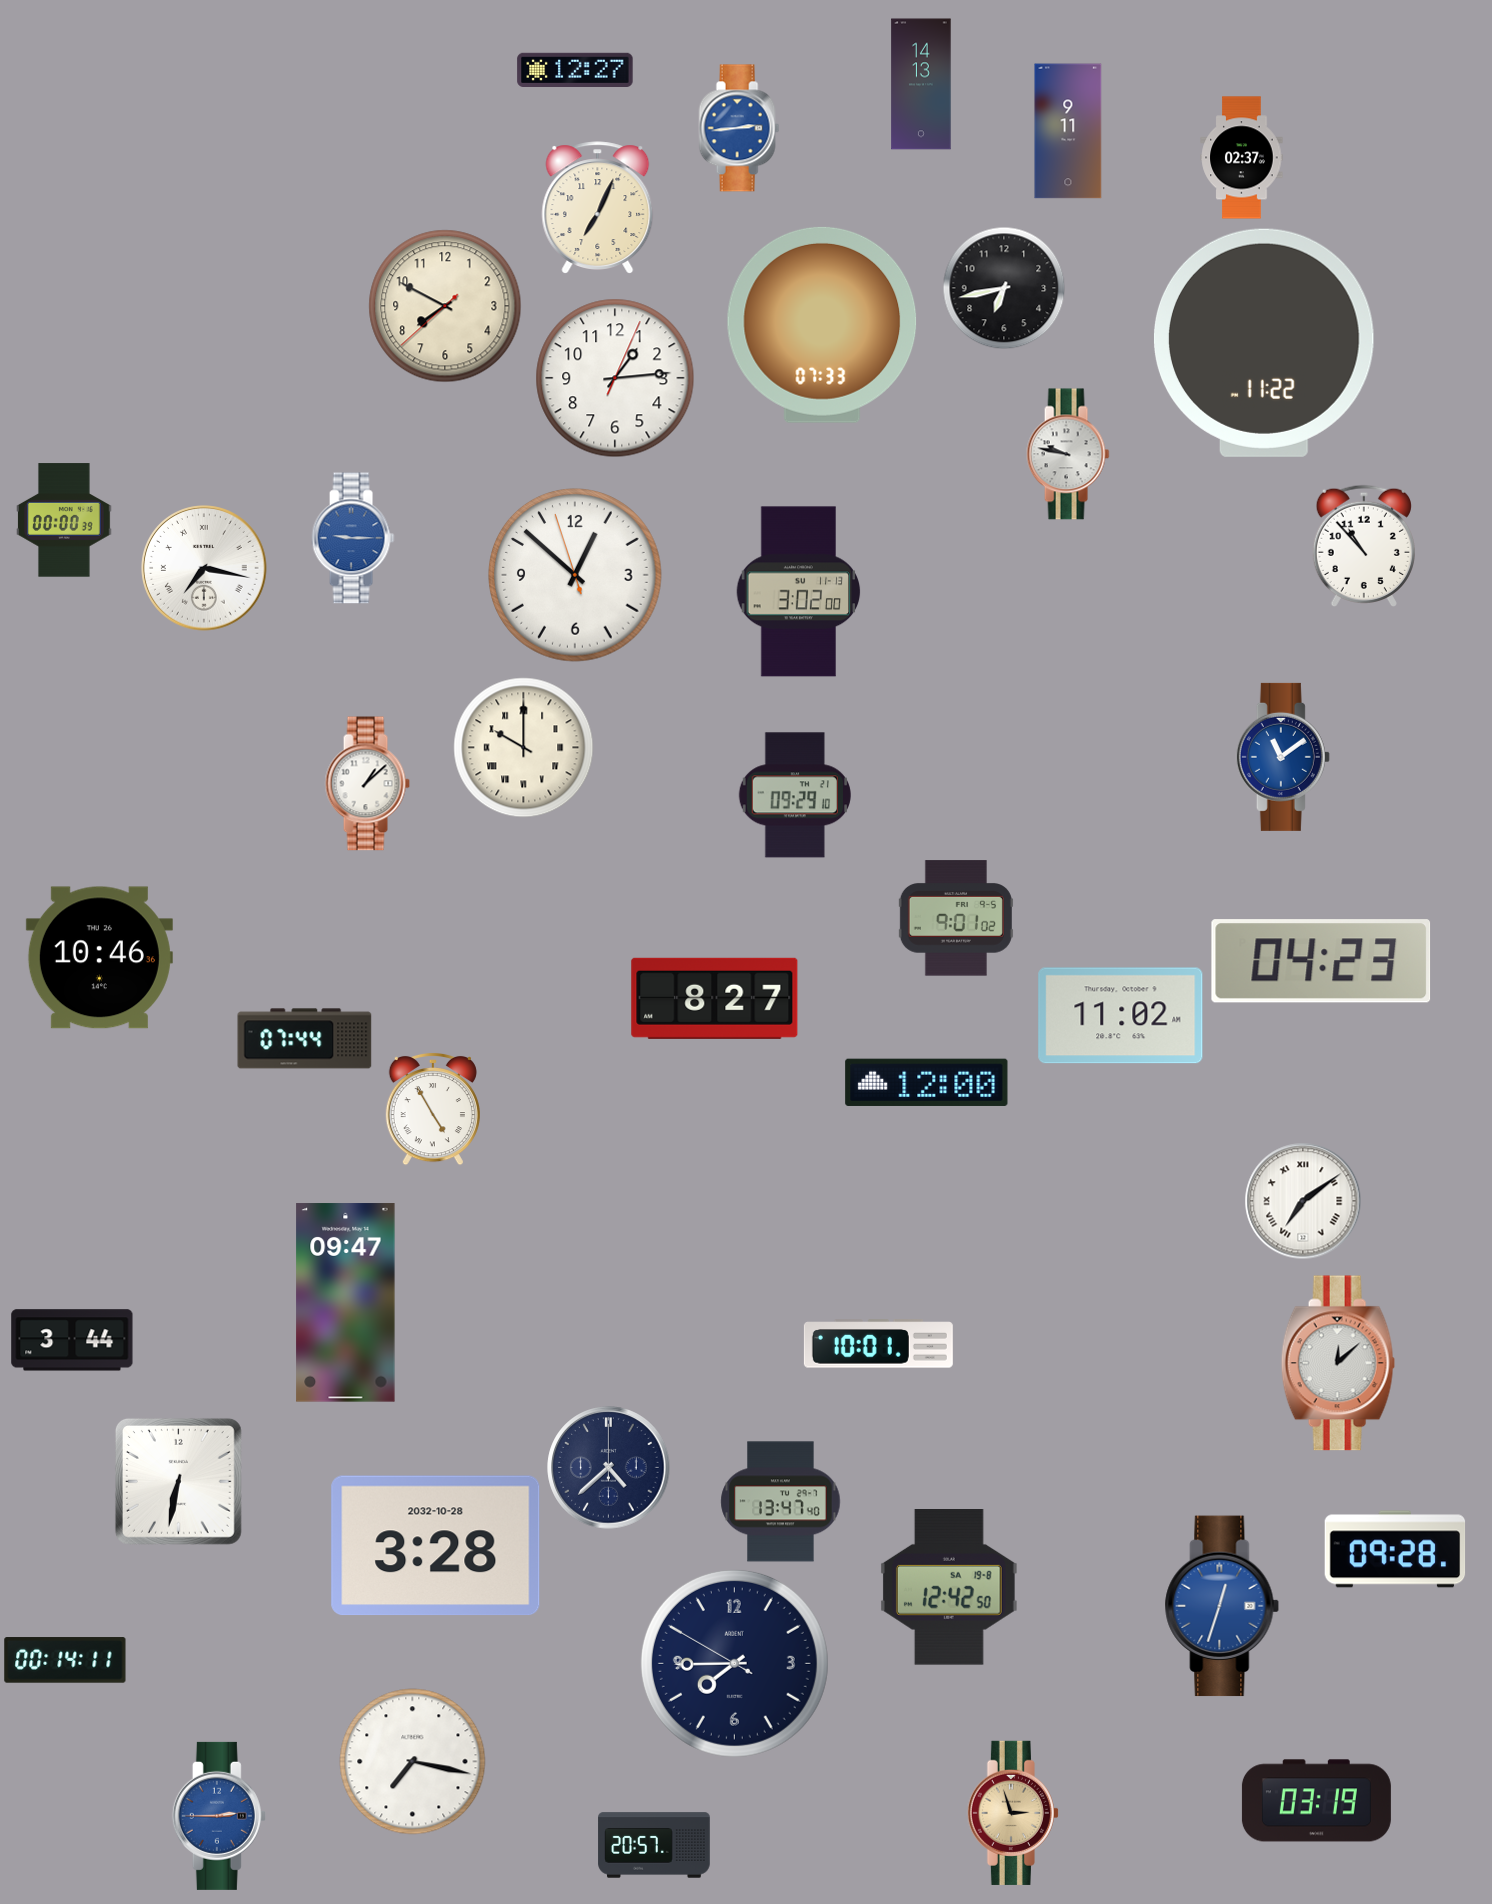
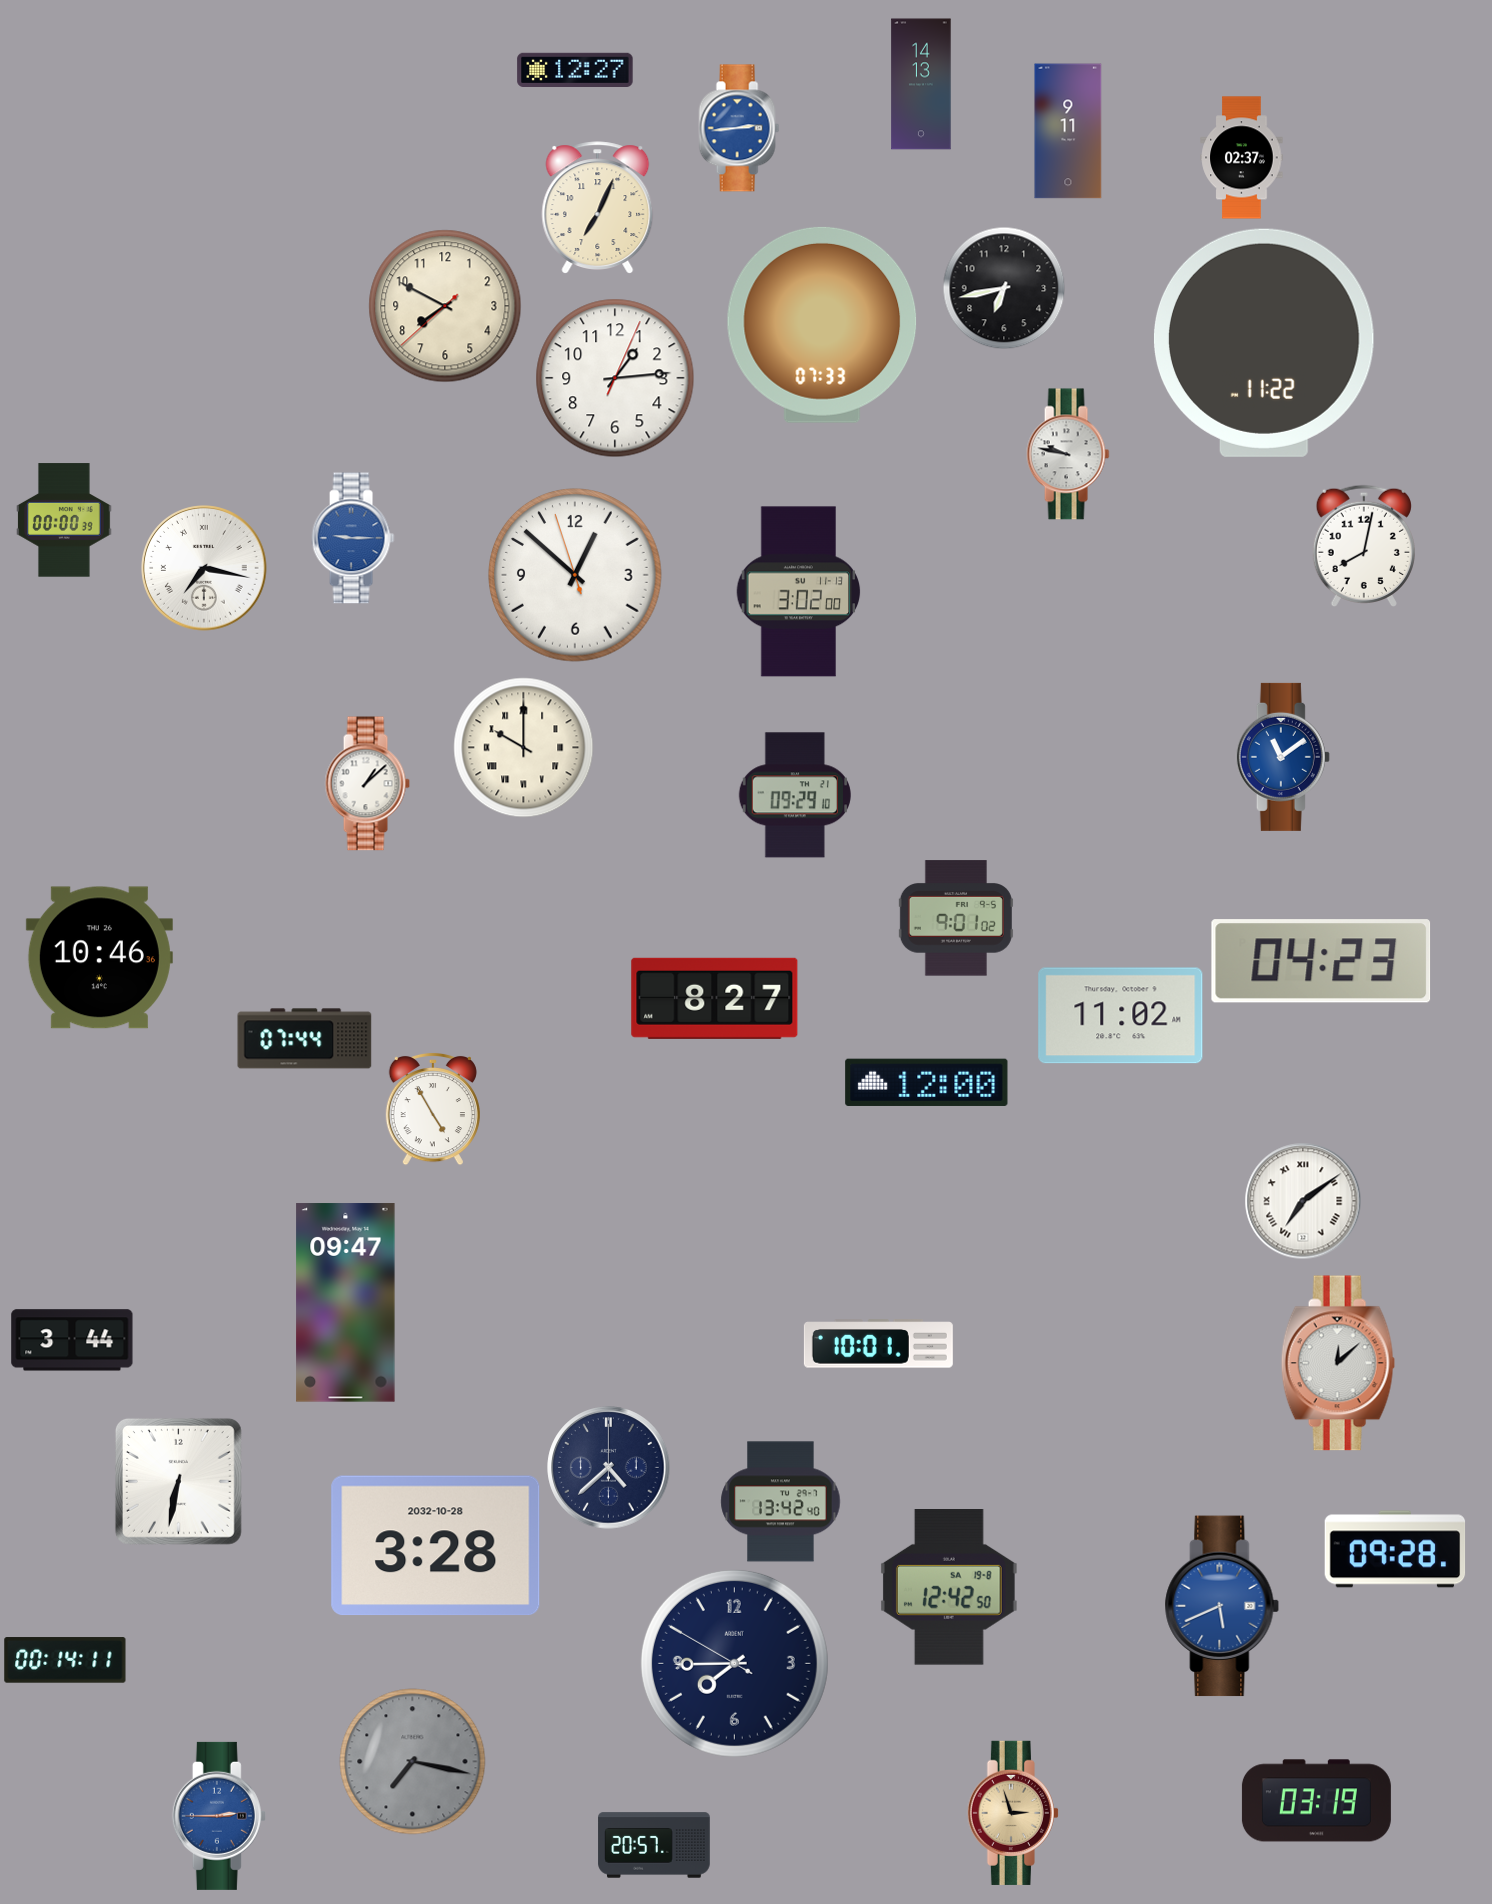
clock at (1363, 546): 10:53 -> 8:02
clock at (781, 1502): 13:47 -> 13:42
clock at (1222, 1606): 12:33 -> 5:41
clock at (413, 1762) dial: white -> grey
